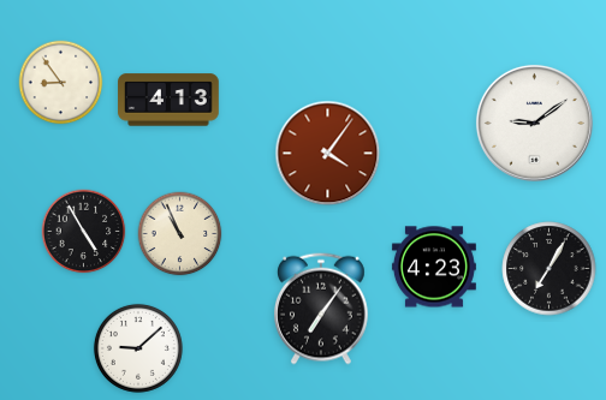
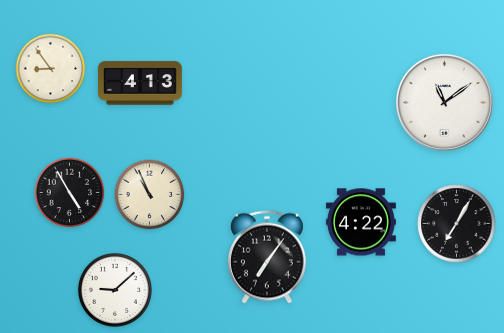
clock at (534, 123): 9:09 -> 11:09
clock at (328, 154): 4:06 -> none
clock at (434, 267): 4:23 -> 4:22
